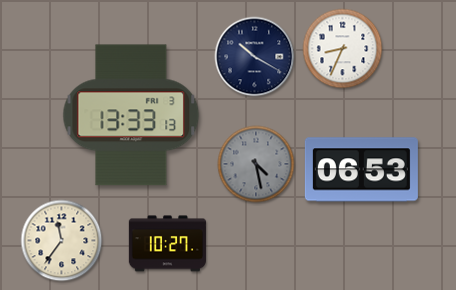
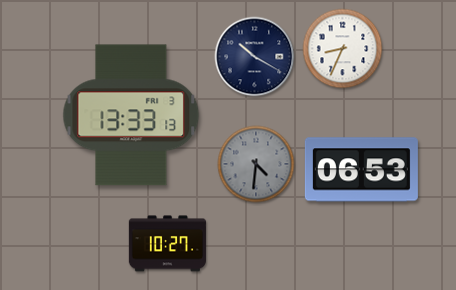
clock at (256, 164): 4:28 -> 4:31
clock at (62, 241): 11:36 -> none
